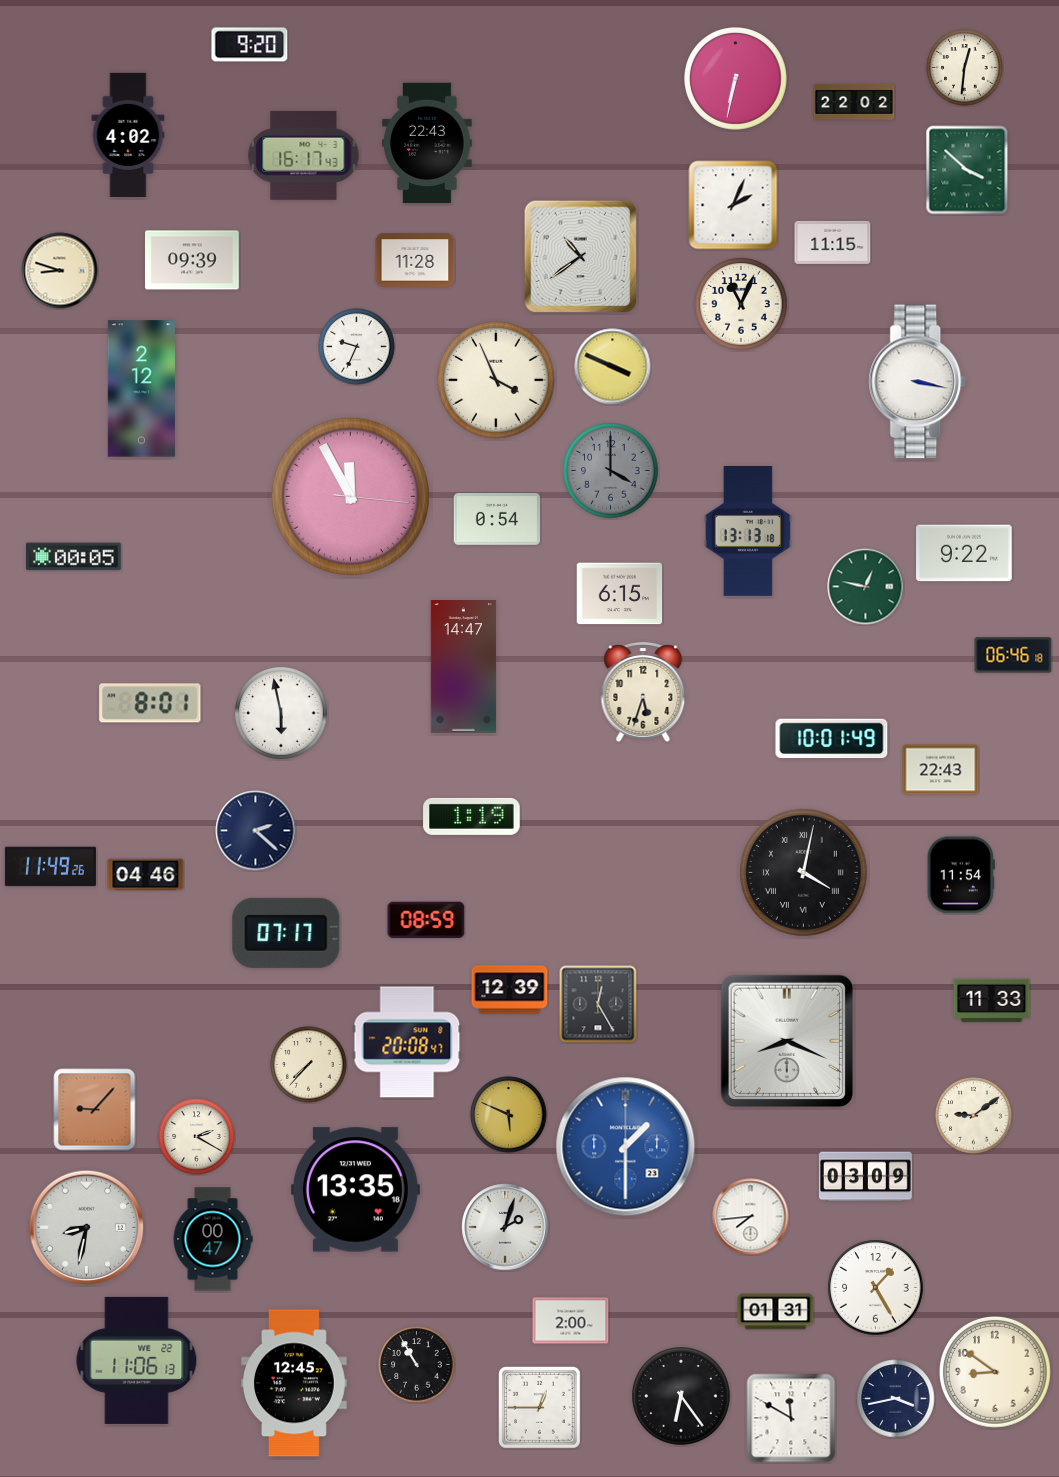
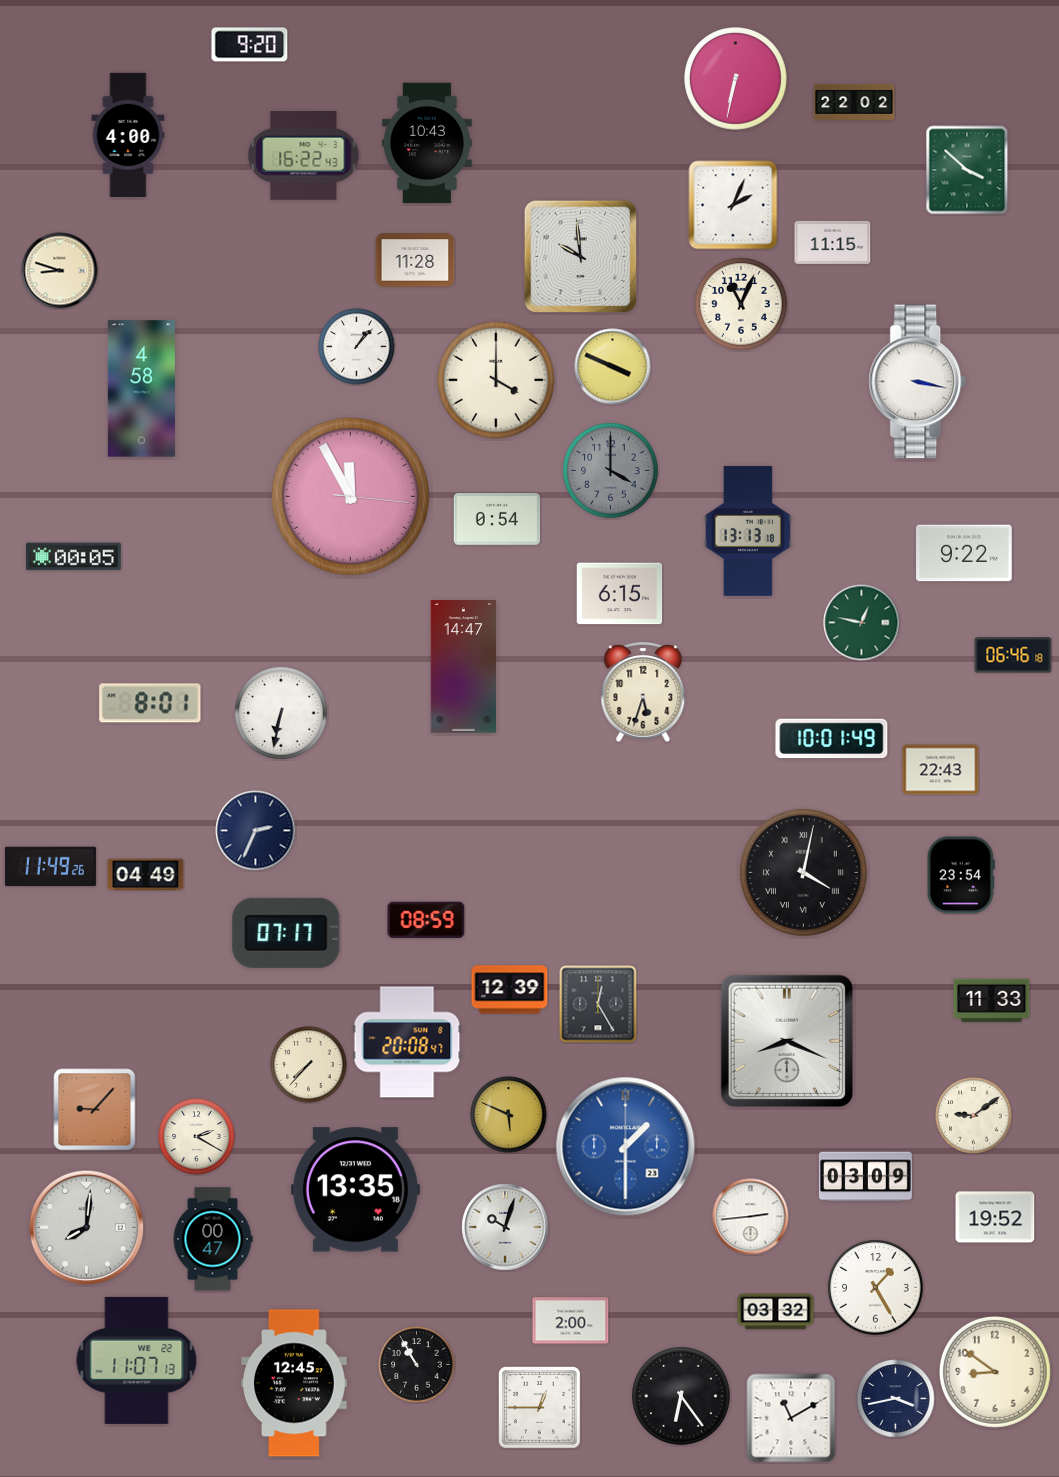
clock at (965, 68): 12:31 -> none
clock at (128, 134): 4:02 -> 4:00
clock at (428, 143): 22:43 -> 10:43
clock at (304, 155): 16:17 -> 16:22
clock at (581, 257): 10:39 -> 9:59
clock at (193, 260): 09:39 -> none
clock at (357, 347): 9:34 -> 1:07
clock at (496, 380): 3:56 -> 4:00
clock at (141, 389): 2:12 -> 4:58
clock at (866, 587) position: (866, 587) -> (862, 623)
clock at (281, 713): 5:58 -> 6:32
clock at (472, 816): 1:19 -> none
clock at (256, 831): 2:22 -> 2:34
clock at (146, 875): 04:46 -> 04:49
clock at (961, 875): 11:54 -> 23:54
clock at (751, 1217): 7:44 -> 2:44
clock at (995, 1217): none -> 19:52
clock at (505, 1227): 2:03 -> 10:03
clock at (87, 1228): 8:32 -> 8:01
clock at (776, 1312): 01:31 -> 03:32
clock at (137, 1360): 11:06 -> 11:07
clock at (791, 1418): 11:50 -> 11:10
